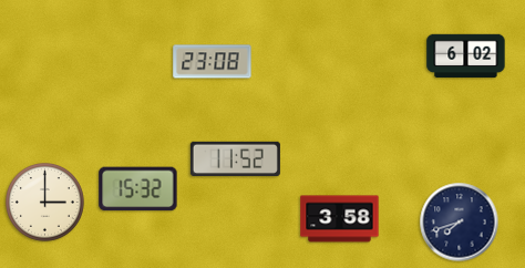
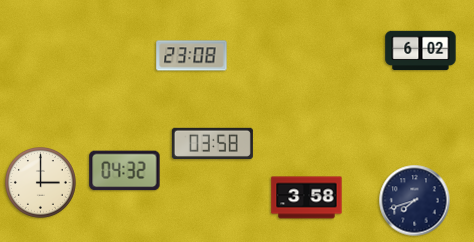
clock at (235, 158): 11:52 -> 03:58
clock at (138, 189): 15:32 -> 04:32
